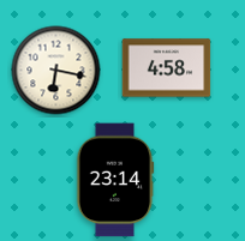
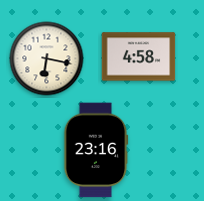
clock at (115, 180): 23:14 -> 23:16
